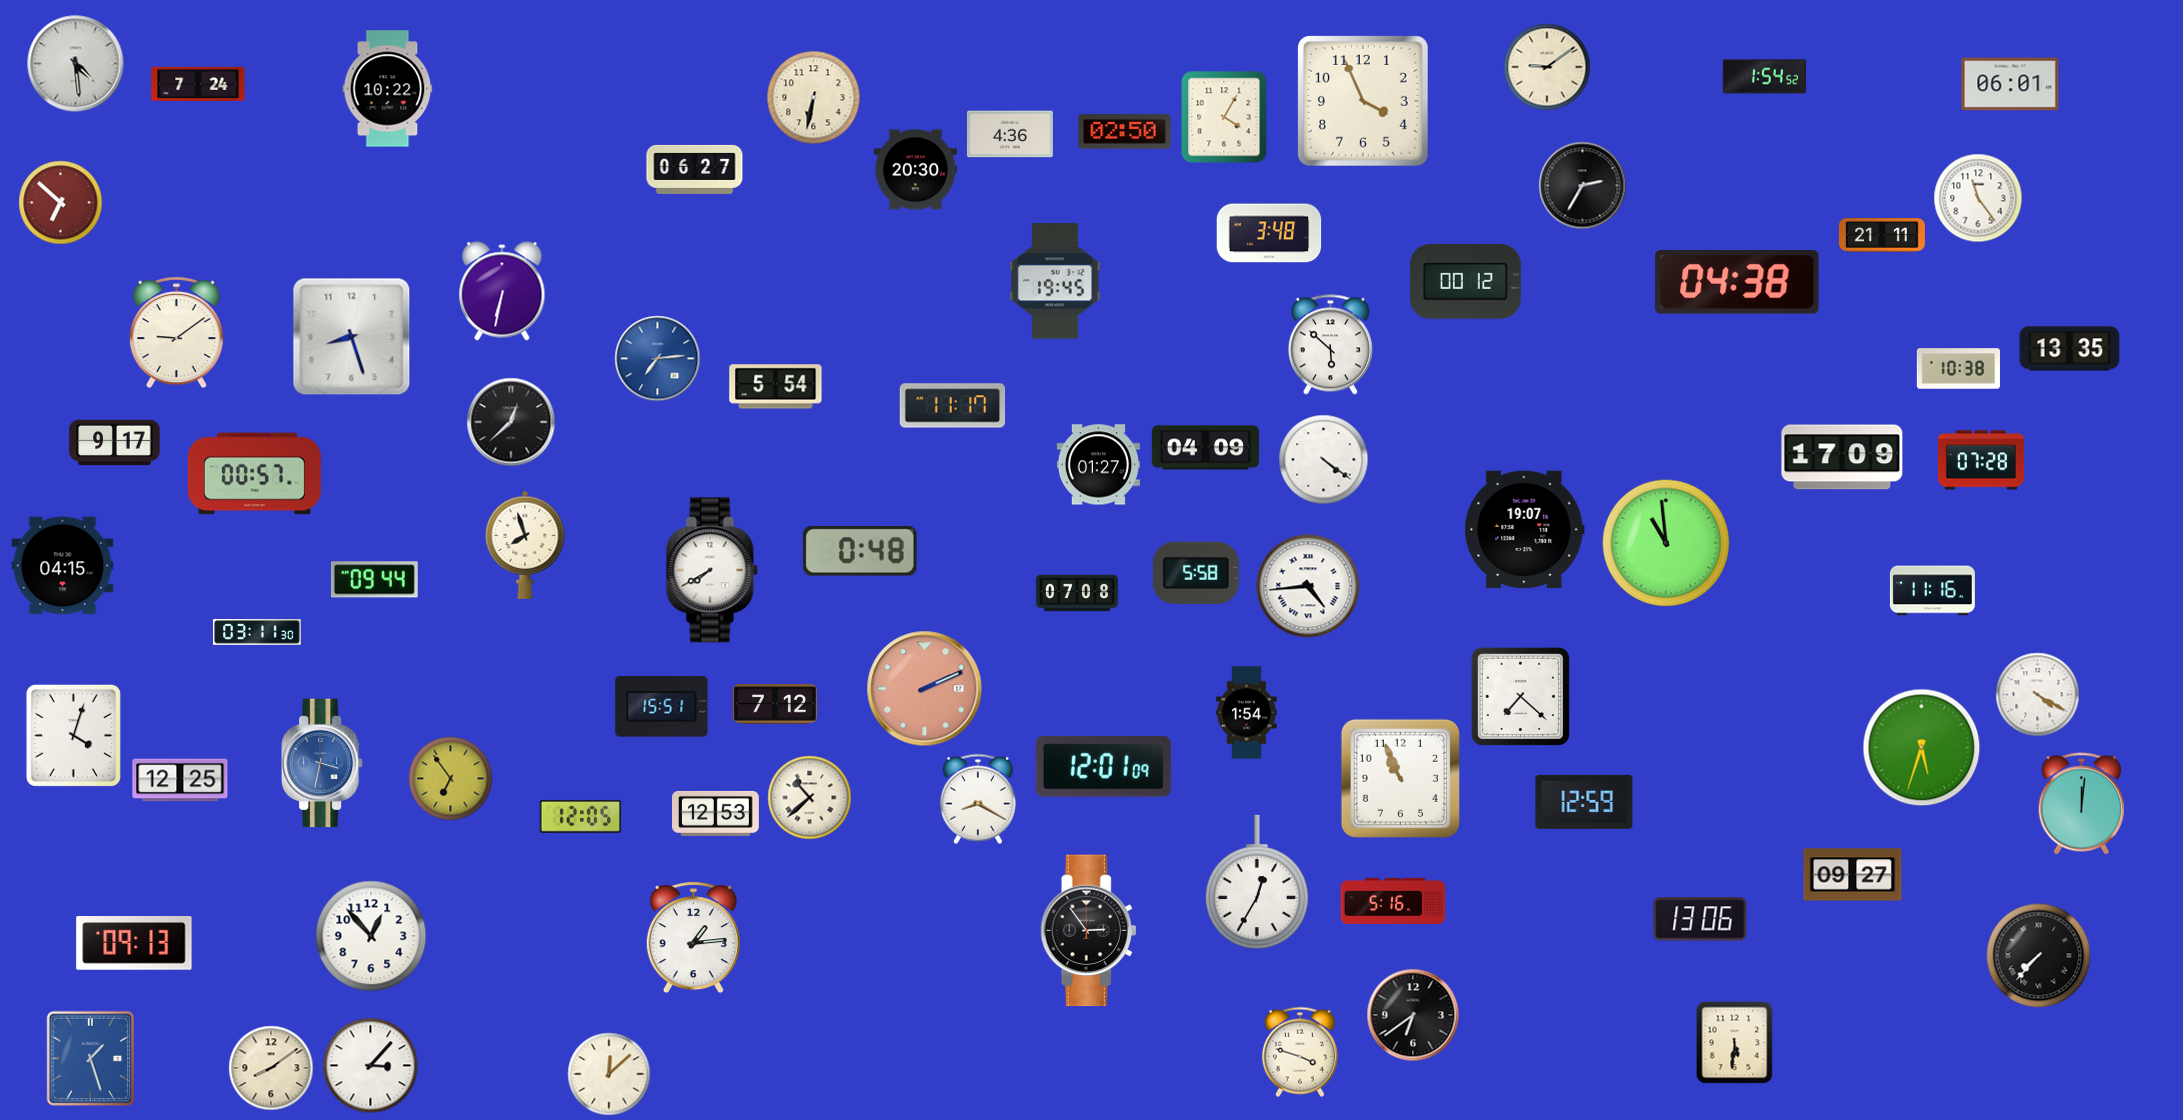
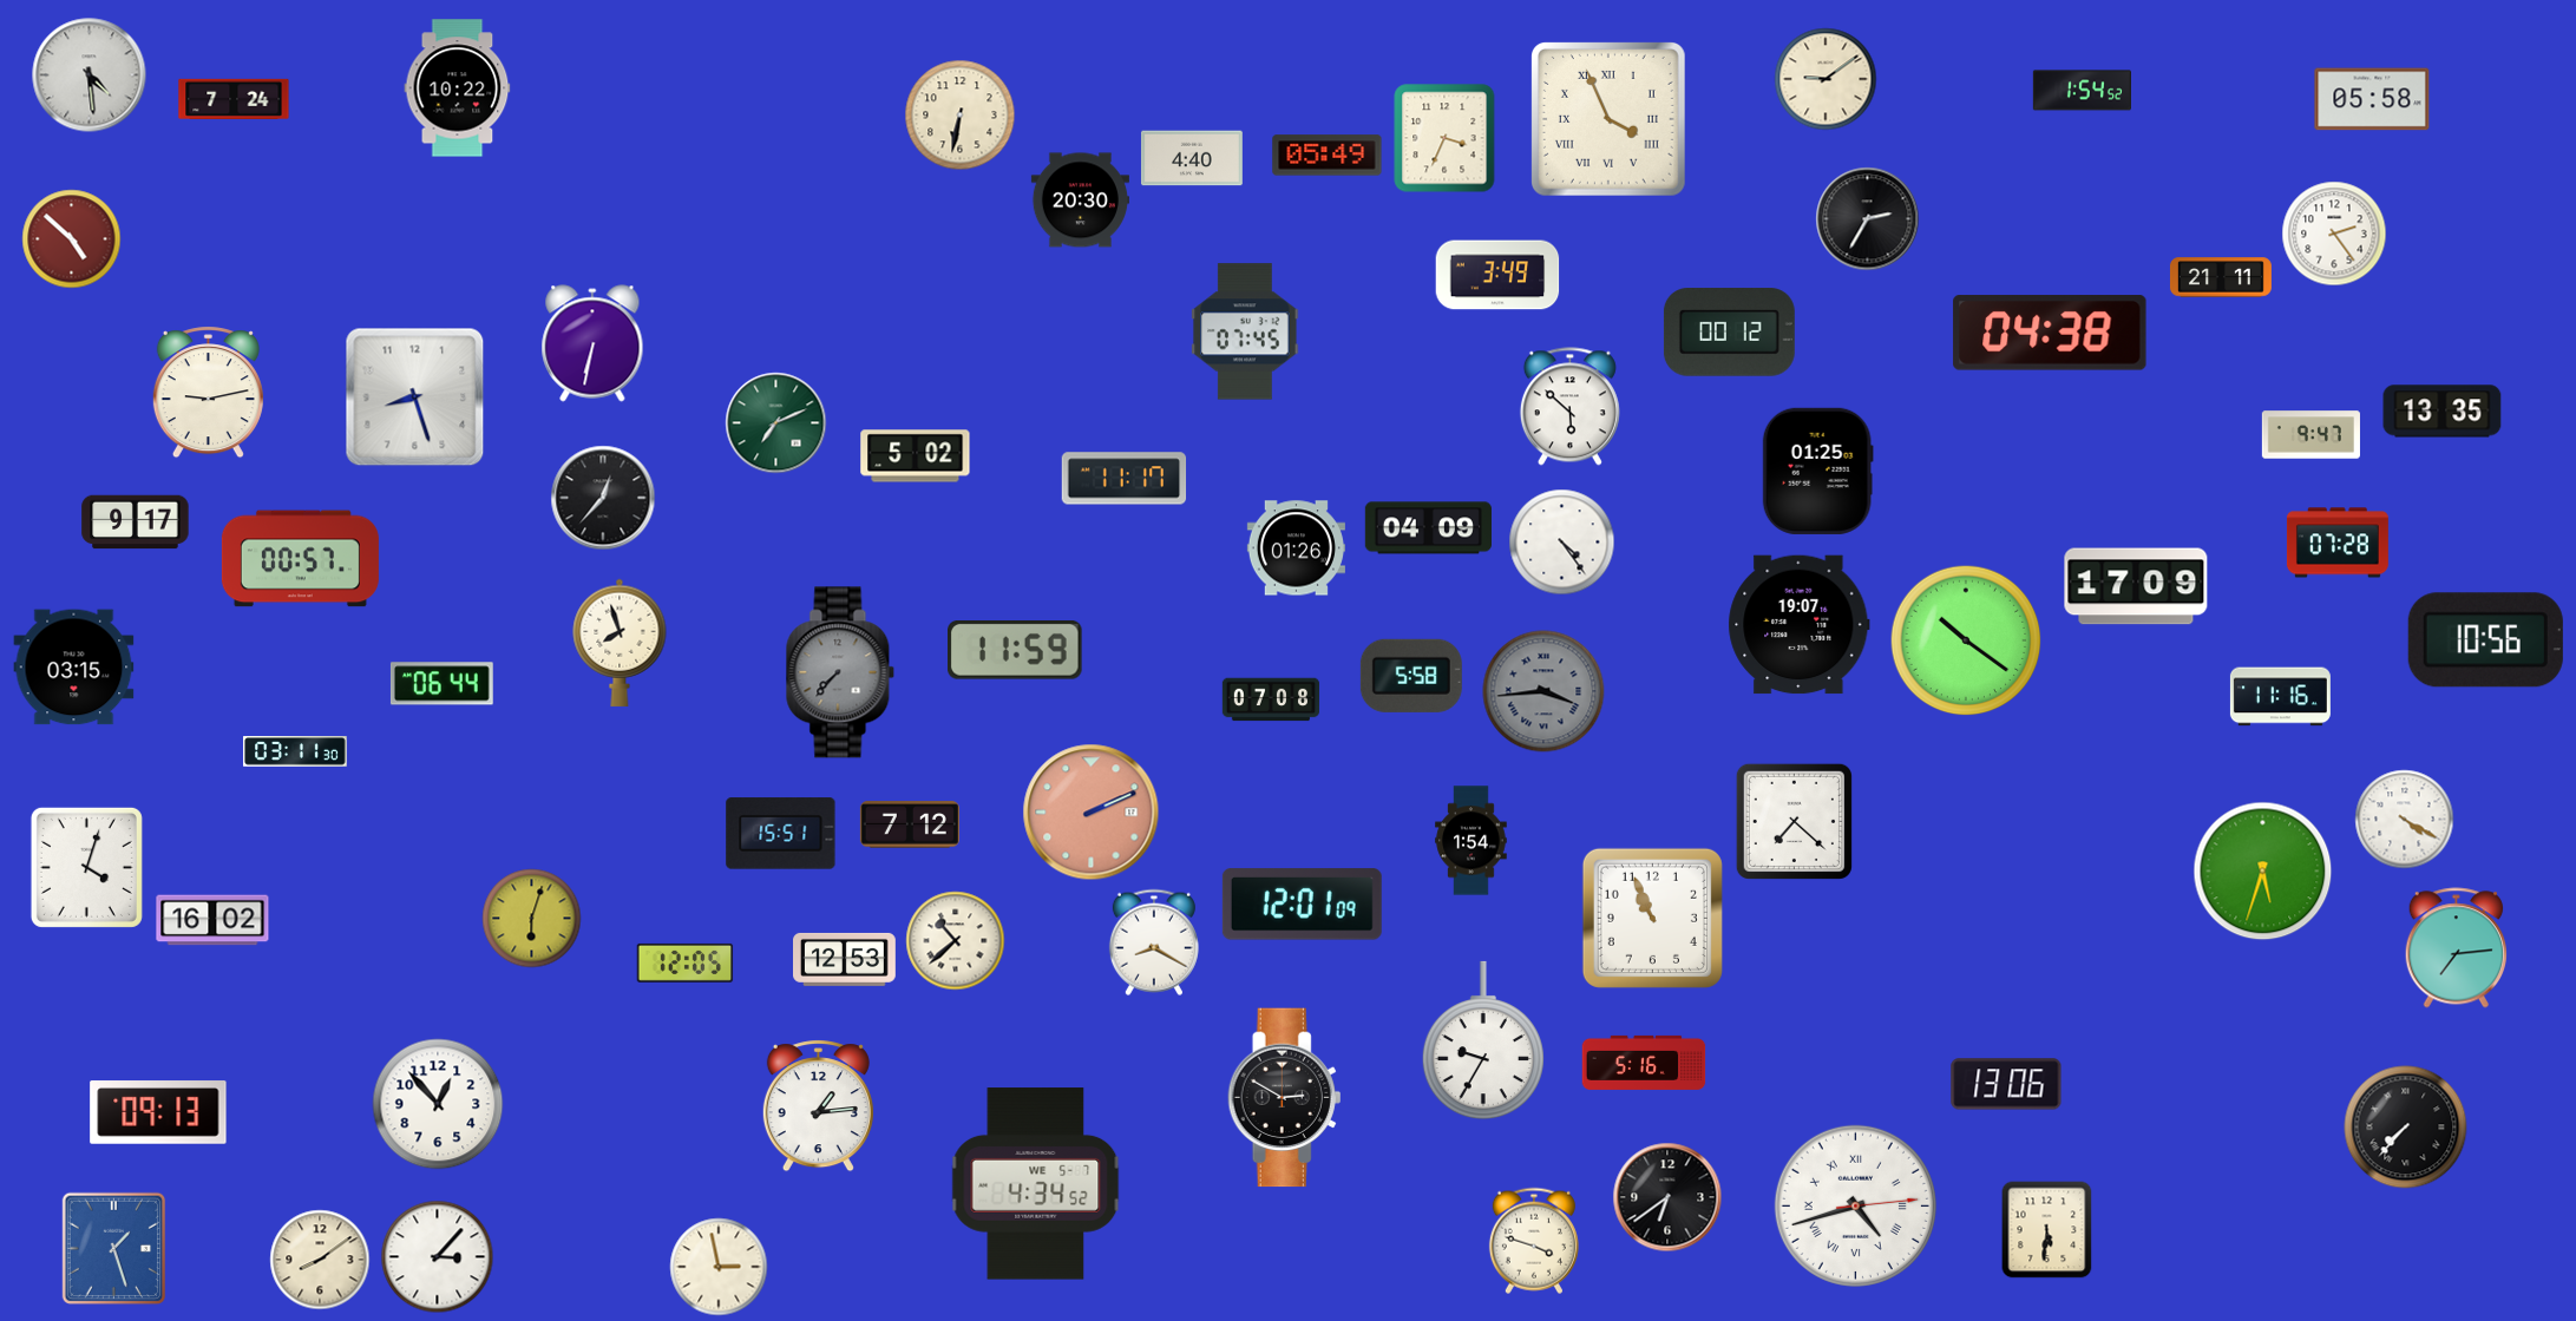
clock at (2010, 84): 06:01 -> 05:58
clock at (388, 89) position: (388, 89) -> (458, 88)
clock at (1363, 101) numerals: Arabic -> Roman
clock at (1224, 117): 4:05 -> 3:34
clock at (1125, 132): 02:50 -> 05:49
clock at (1010, 134): 4:36 -> 4:40
clock at (695, 169): 06:27 -> none
clock at (1978, 198): 11:24 -> 2:24
clock at (61, 203): 6:52 -> 4:52
clock at (1269, 233): 3:48 -> 3:49
clock at (1055, 281): 19:45 -> 07:45
clock at (176, 333): 9:09 -> 9:13
clock at (658, 359): 7:14 -> 7:11
clock at (658, 359) dial: blue -> green
clock at (1958, 369): 10:38 -> 9:47
clock at (776, 387): 5:54 -> 5:02
clock at (1817, 471): none -> 01:25
clock at (511, 422): 12:38 -> 12:37
clock at (1205, 448) position: (1205, 448) -> (1428, 528)
clock at (1842, 457) position: (1842, 457) -> (2136, 586)
clock at (1324, 460): 4:21 -> 4:24
clock at (1098, 465): 01:27 -> 01:26
clock at (1666, 543): 10:59 -> 10:21
clock at (2485, 640): none -> 10:56
clock at (861, 552): 0:48 -> 11:59
clock at (63, 566): 04:15 -> 03:15
clock at (712, 570): 7:40 -> 7:37
clock at (712, 570) dial: white -> grey
clock at (374, 580): 09:44 -> 06:44
clock at (1308, 586): 4:44 -> 3:44
clock at (1308, 586) dial: white -> grey
clock at (257, 632) position: (257, 632) -> (295, 751)
clock at (775, 704) position: (775, 704) -> (910, 824)
clock at (1922, 748) position: (1922, 748) -> (2263, 872)
clock at (323, 763): 3:32 -> none
clock at (451, 779): 6:54 -> 6:03
clock at (180, 780): 12:25 -> 16:02
clock at (1584, 802): 12:59 -> none
clock at (2081, 804): 12:01 -> 7:14
clock at (1853, 875): 09:27 -> none
clock at (1257, 882): 12:35 -> 9:35
clock at (1089, 931): 2:54 -> 2:50
clock at (1036, 1184): none -> 4:34
clock at (1855, 1205): none -> 4:42
clock at (91, 1059) position: (91, 1059) -> (114, 1249)
clock at (609, 1074): 12:08 -> 2:58
